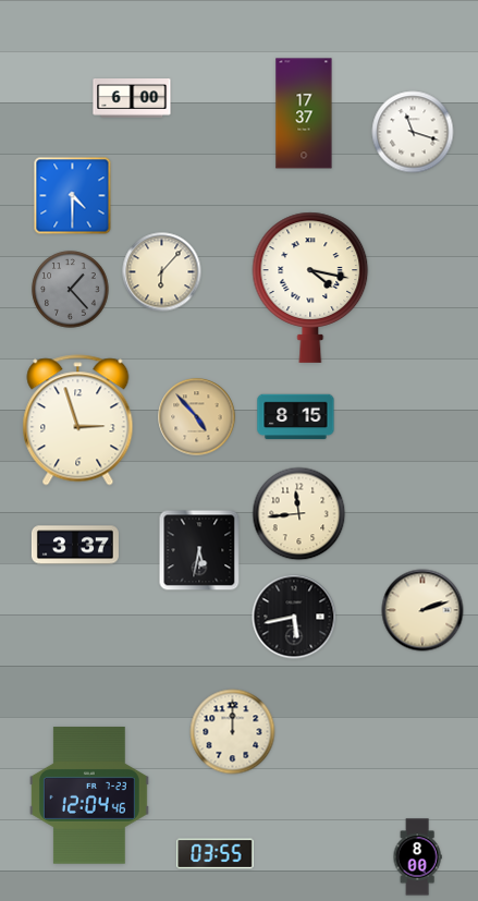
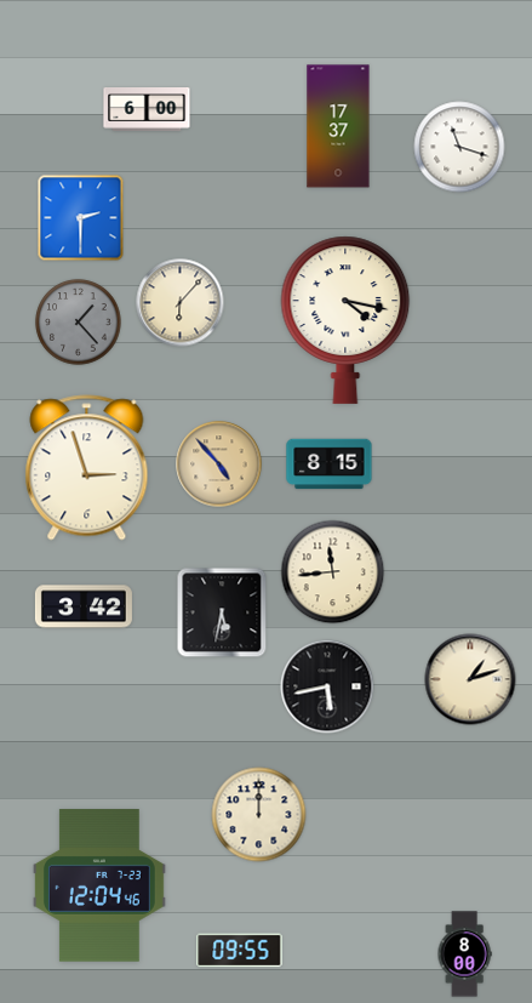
clock at (73, 196): 4:30 -> 2:30
clock at (75, 545): 3:37 -> 3:42
clock at (422, 610): 2:12 -> 1:12
clock at (216, 854): 03:55 -> 09:55
